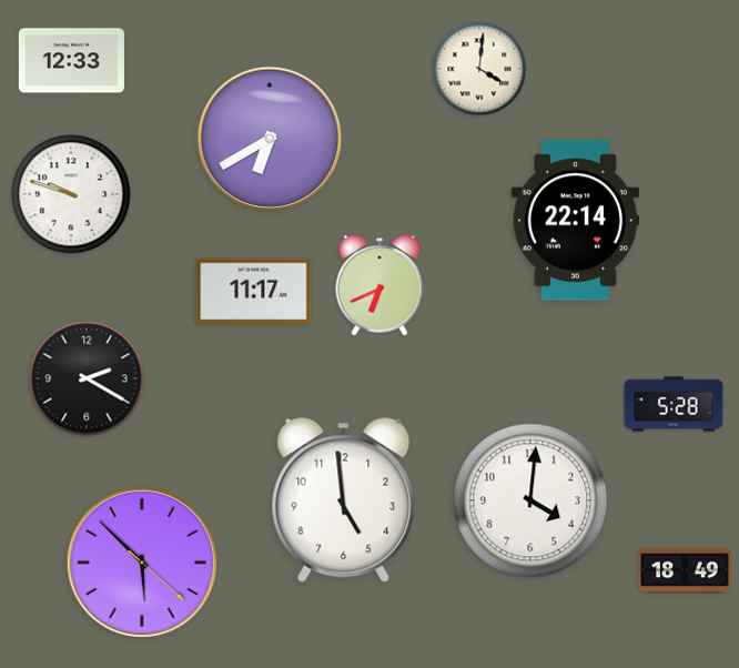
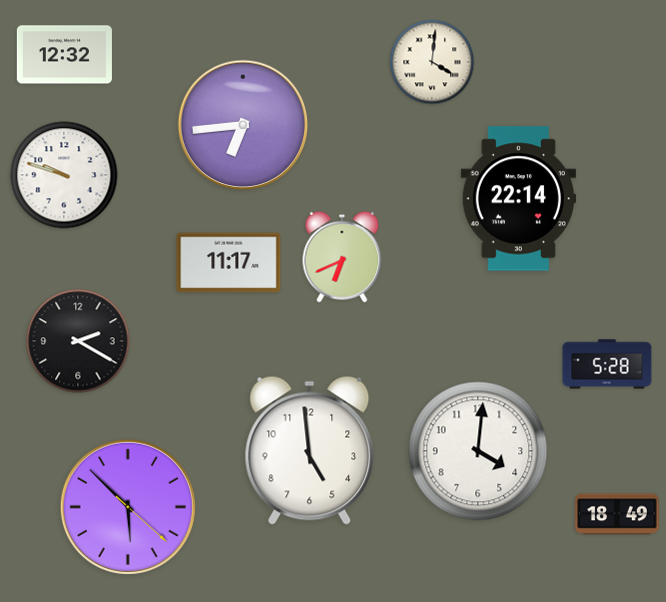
clock at (71, 61): 12:33 -> 12:32
clock at (270, 139): 6:40 -> 6:44
